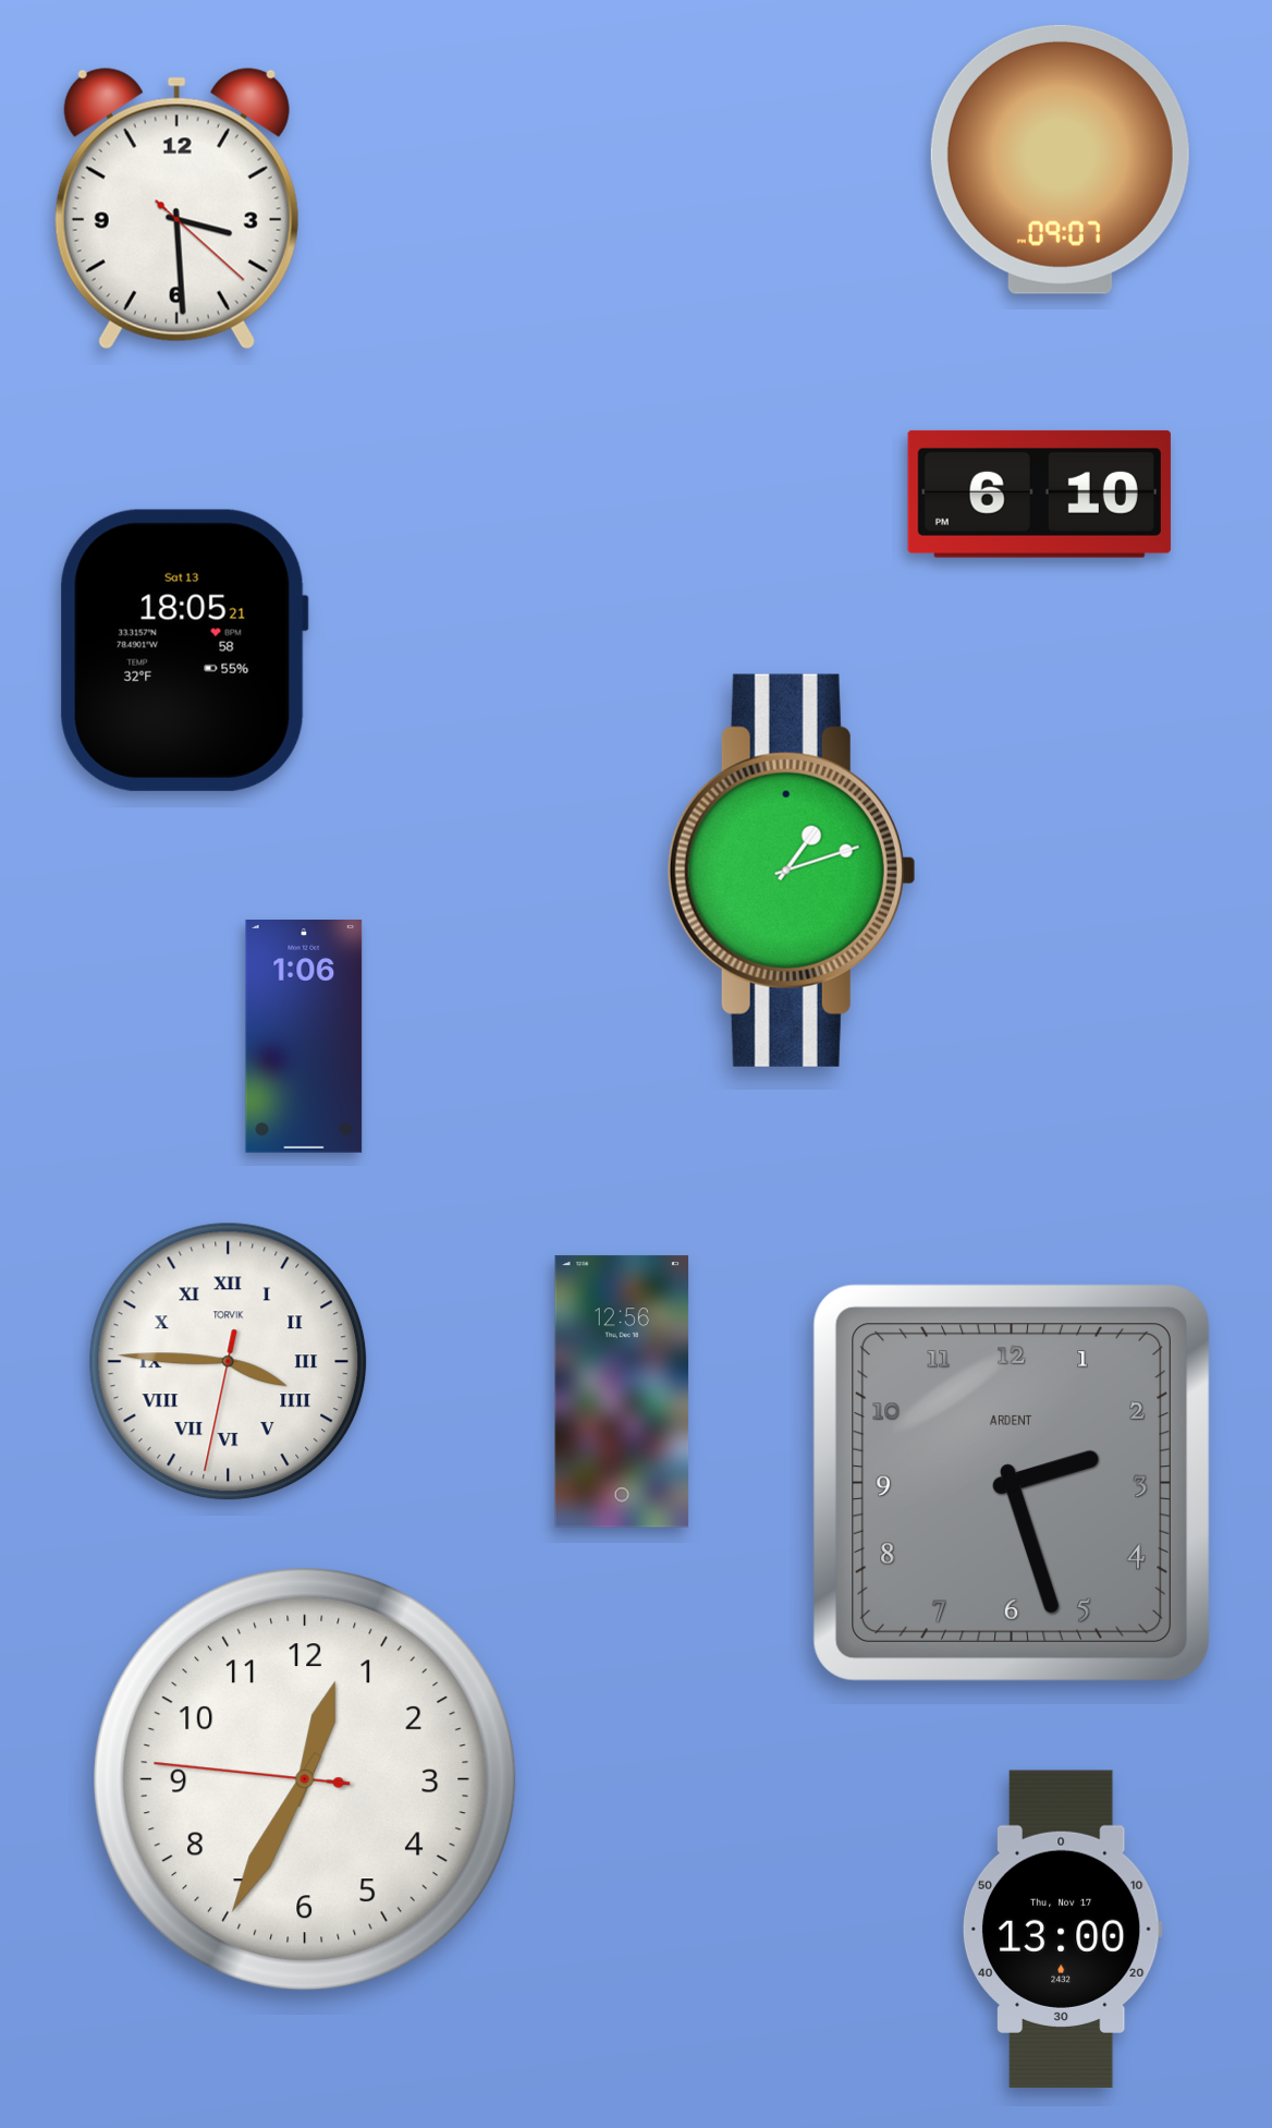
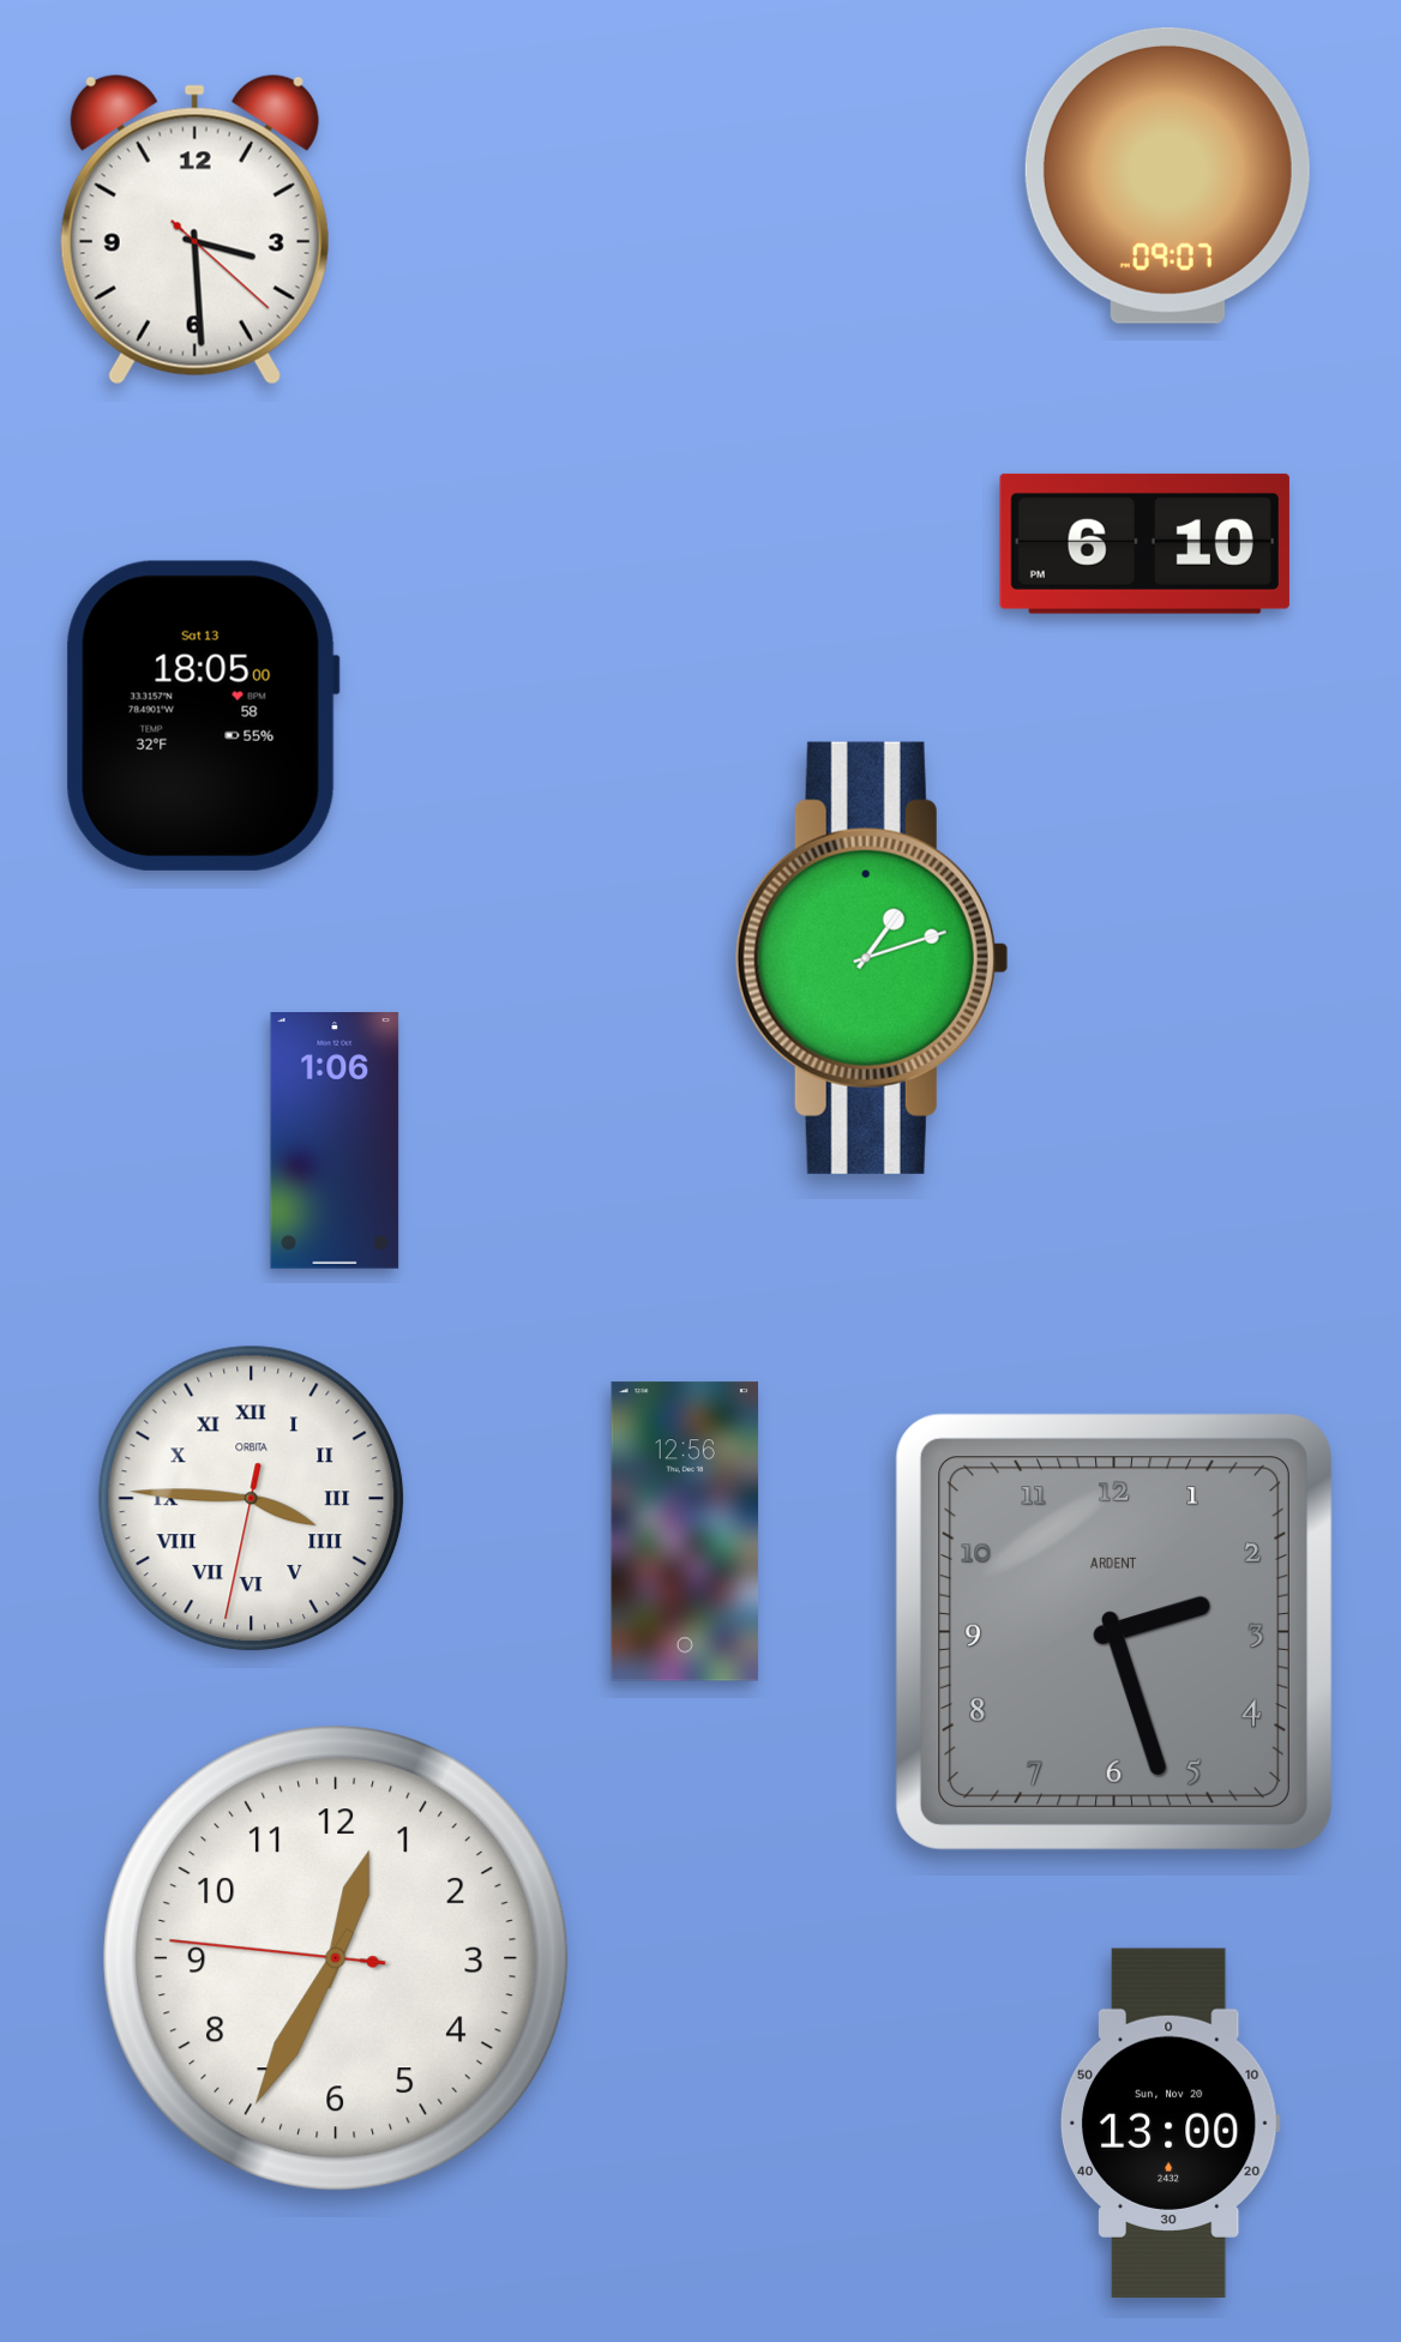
clock at (184, 650): 18:05:21 -> 18:05:00
clock at (229, 1362) brand: TORVIK -> ORBITA
clock at (1062, 1929) date: Thu, Nov 17 -> Sun, Nov 20
